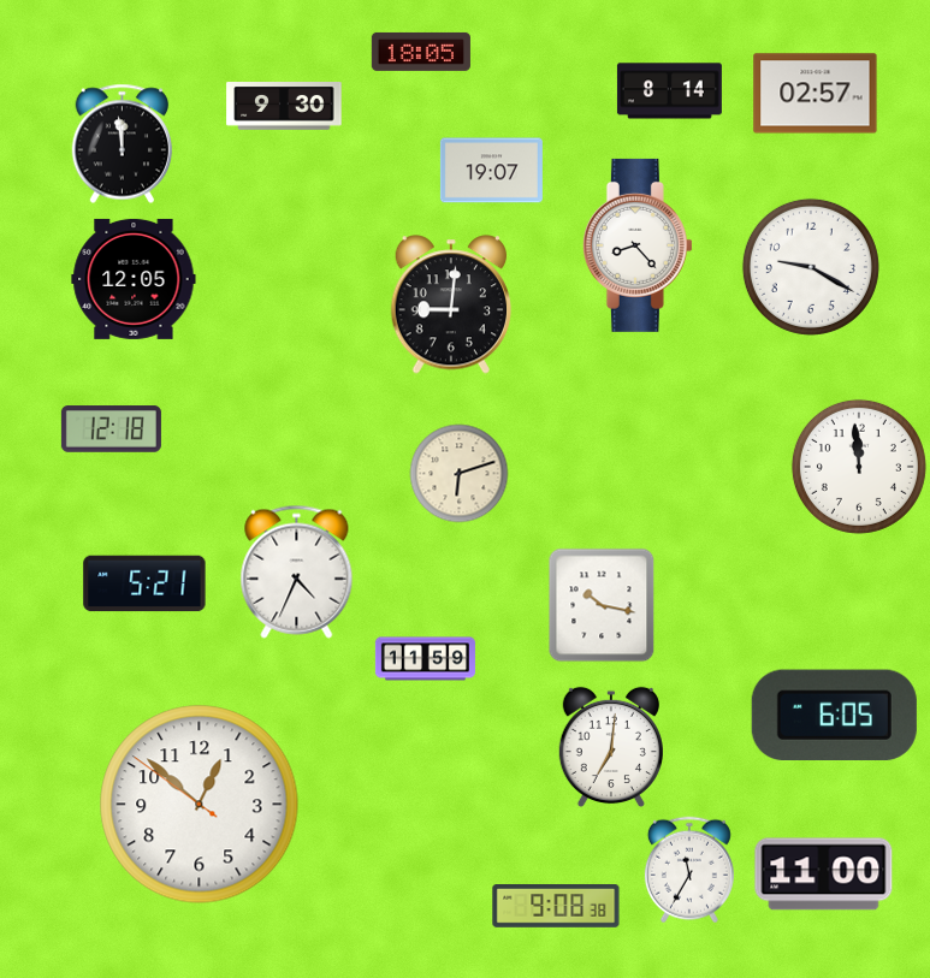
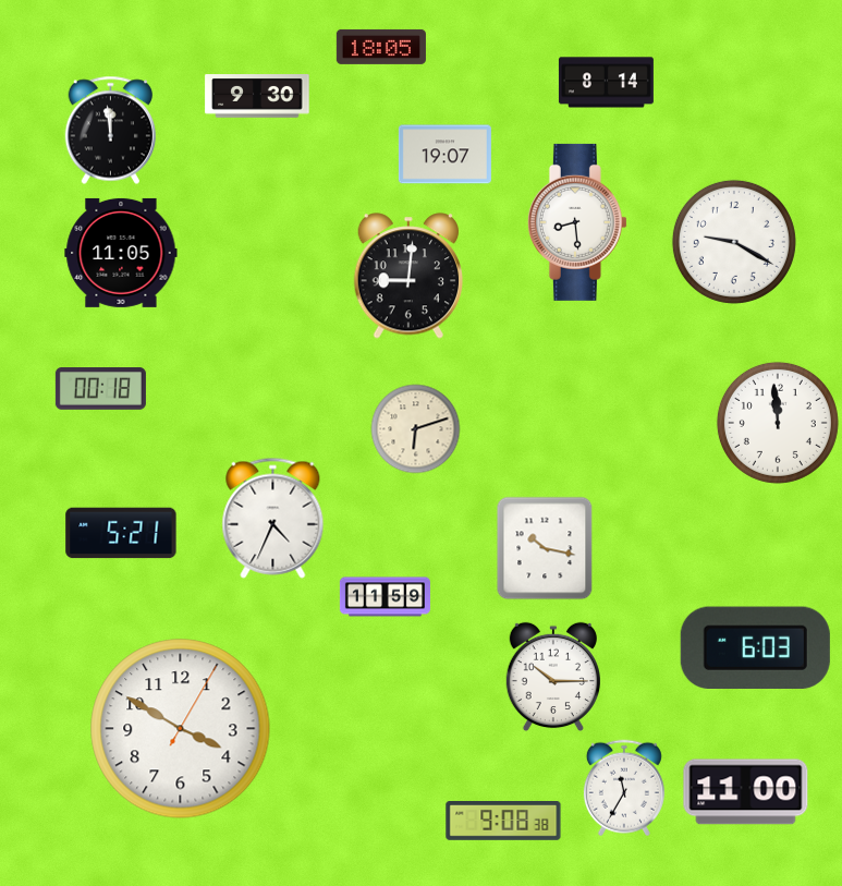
clock at (816, 94): 02:57 -> none
clock at (638, 245): 8:23 -> 8:29
clock at (134, 279): 12:05 -> 11:05
clock at (111, 429): 12:18 -> 00:18
clock at (297, 571) position: (297, 571) -> (273, 518)
clock at (144, 583) position: (144, 583) -> (121, 533)
clock at (834, 715): 6:05 -> 6:03
clock at (611, 747): 7:01 -> 10:15
clock at (200, 805): 12:51 -> 3:50
